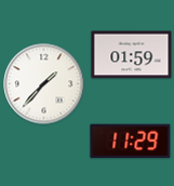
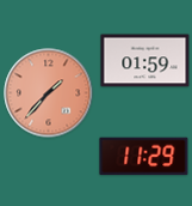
clock at (44, 84) dial: white -> salmon
